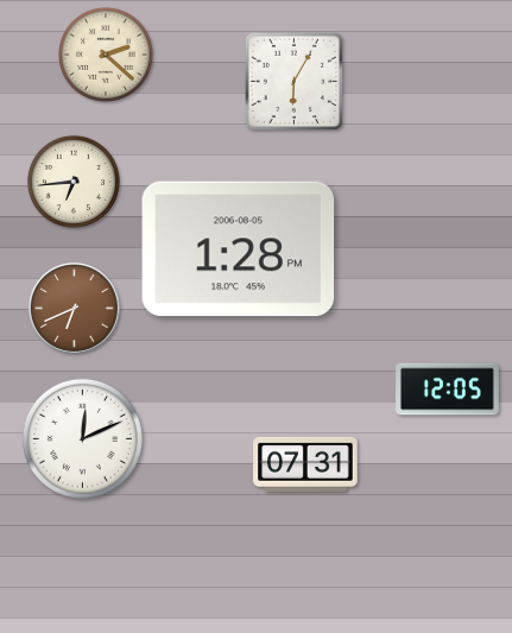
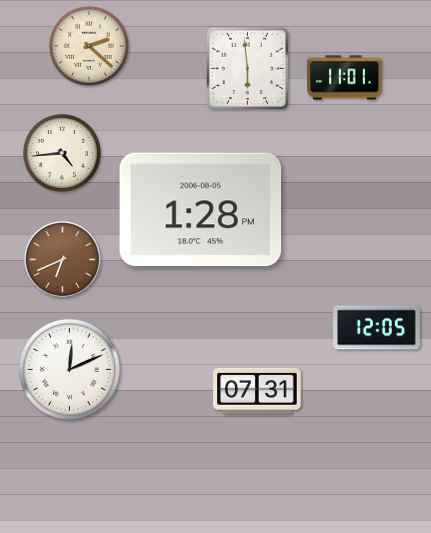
clock at (295, 82): 6:05 -> 5:59
clock at (345, 78): none -> 11:01
clock at (74, 182): 6:44 -> 4:44
